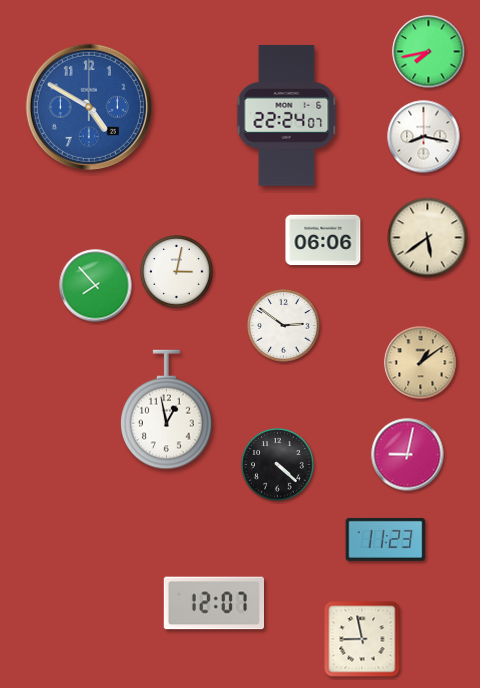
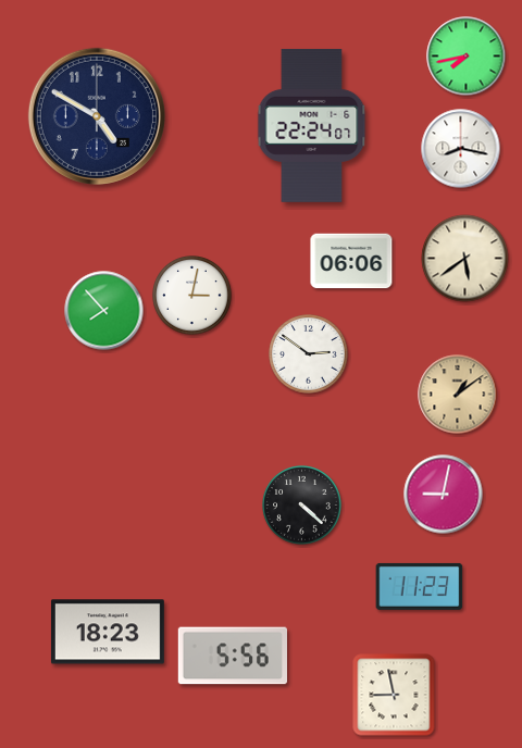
clock at (89, 107) dial: blue -> navy
clock at (167, 410): 12:58 -> none
clock at (108, 632): none -> 18:23
clock at (213, 603): 12:07 -> 5:56
